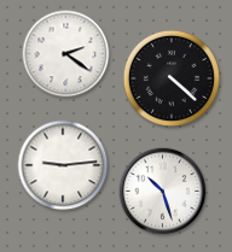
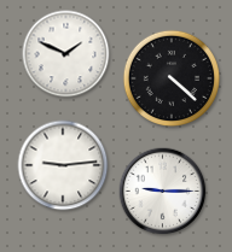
clock at (66, 54): 2:21 -> 1:49
clock at (163, 192): 10:27 -> 9:15
